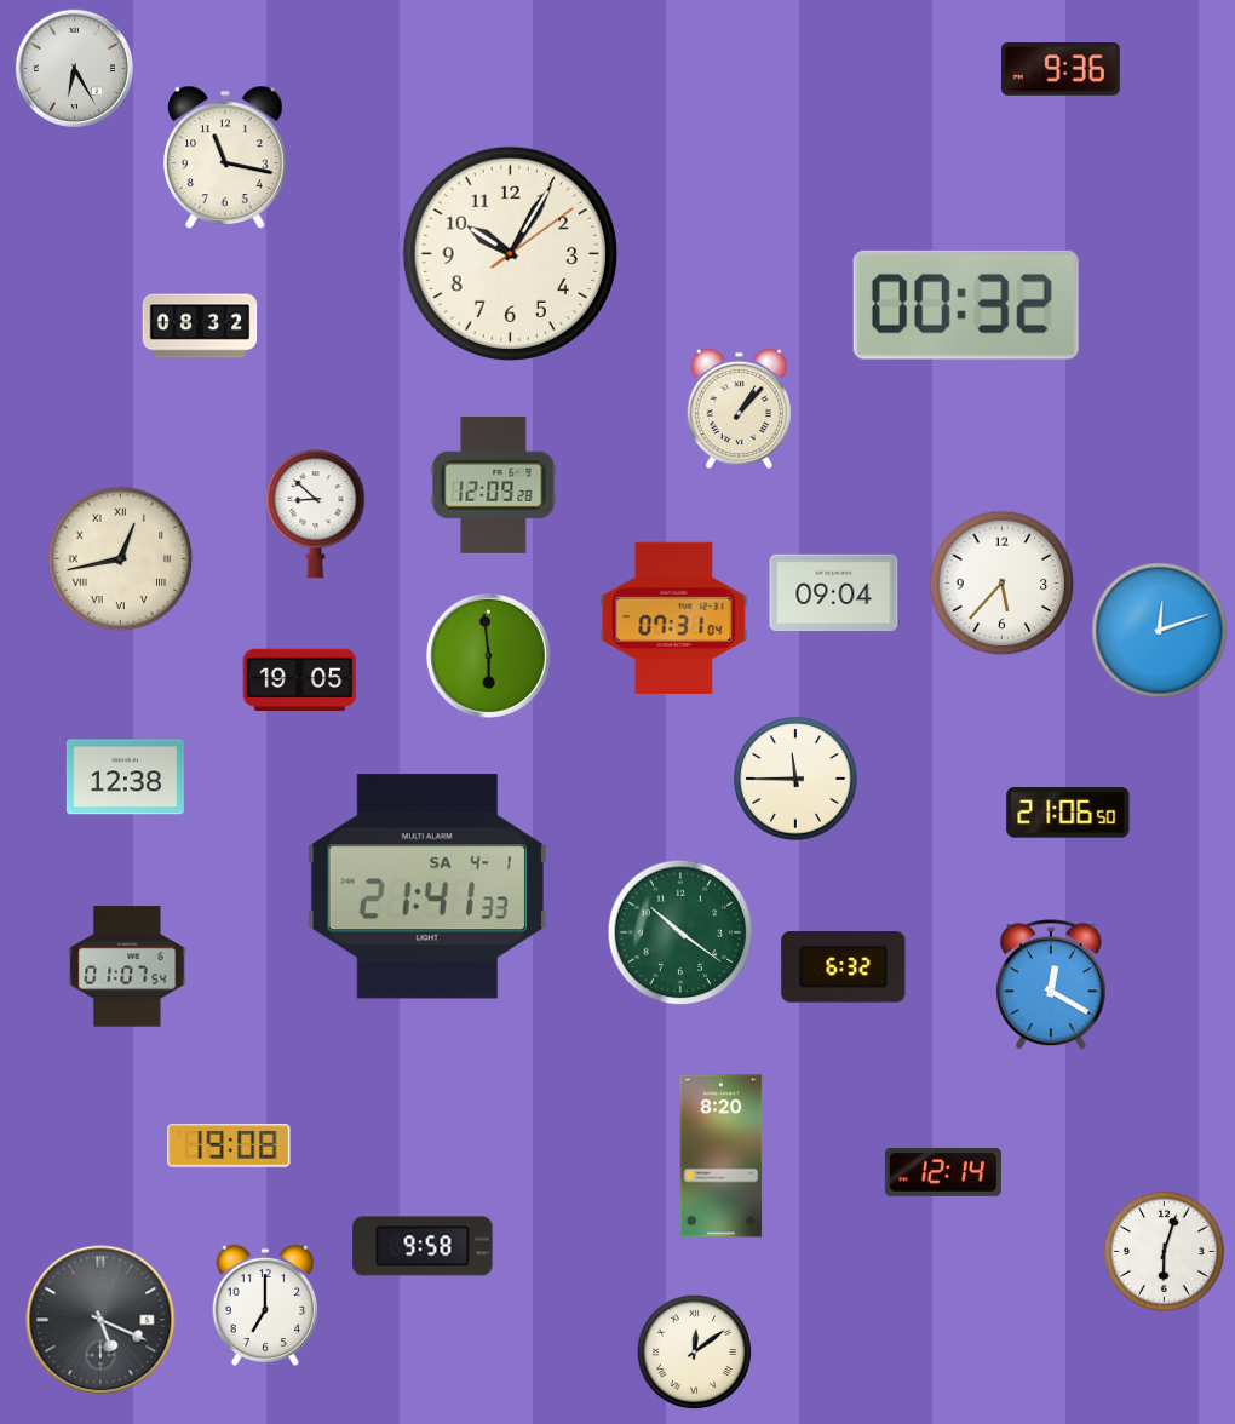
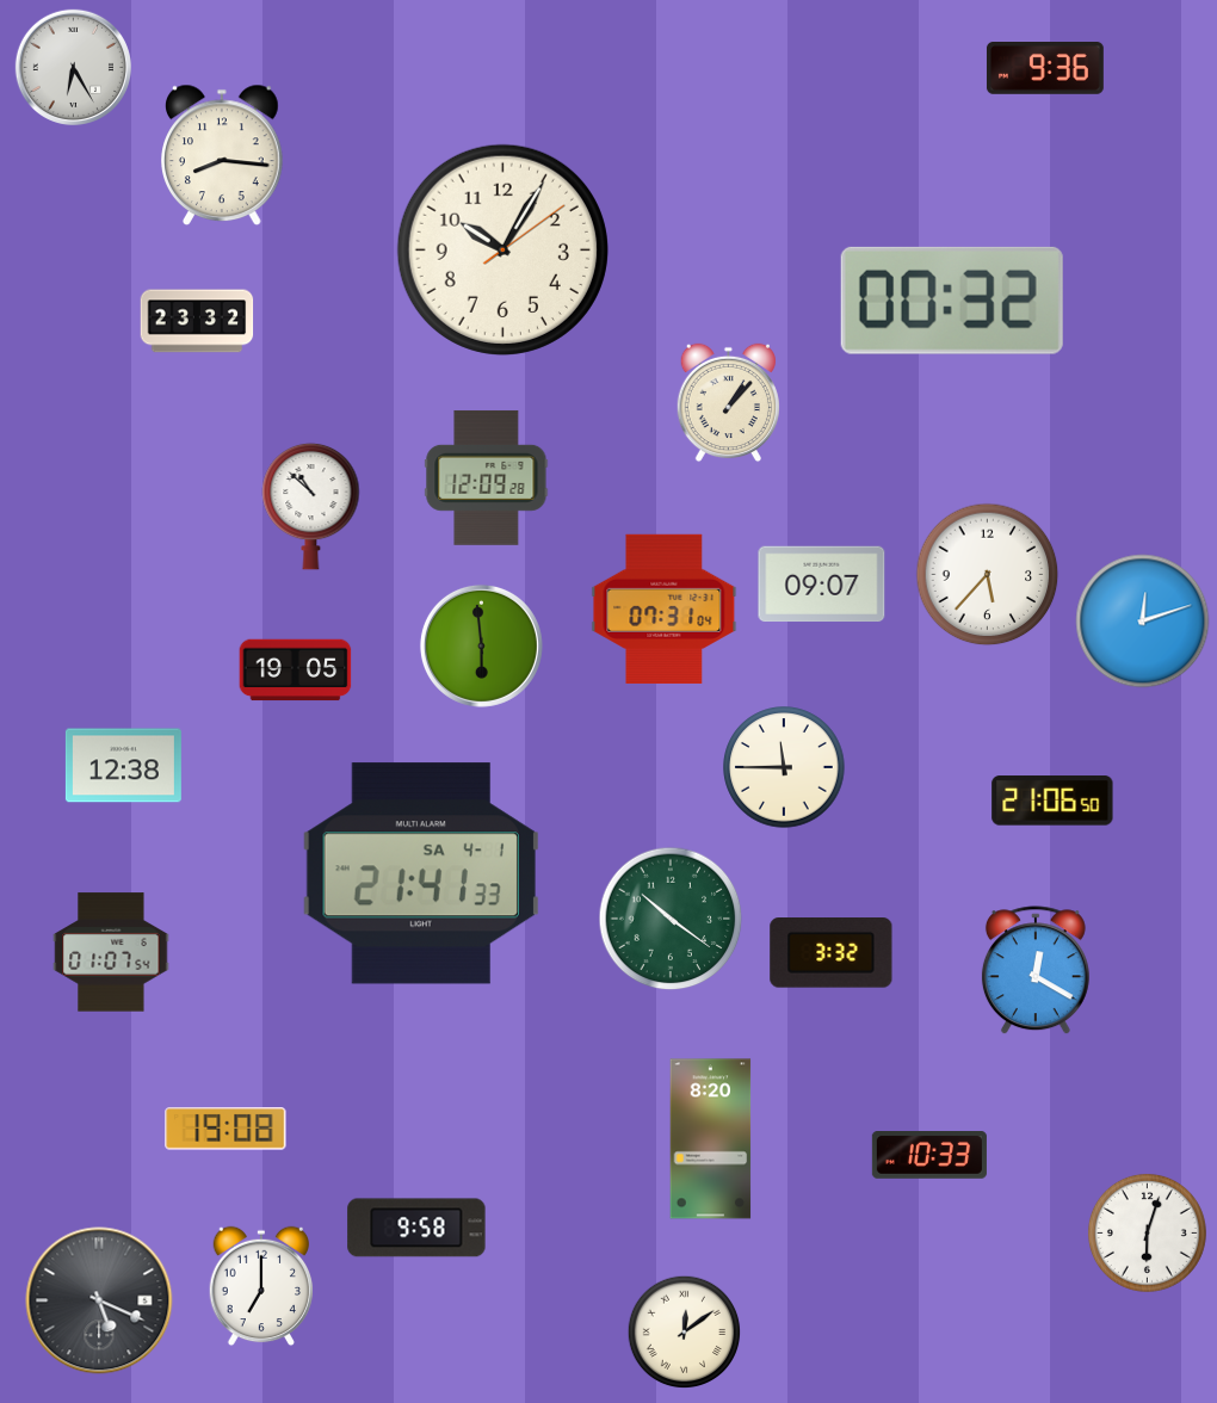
clock at (226, 156): 11:17 -> 8:16
clock at (200, 326): 08:32 -> 23:32
clock at (316, 513): 8:52 -> 10:52
clock at (121, 559): 12:43 -> none
clock at (834, 593): 09:04 -> 09:07
clock at (127, 966) position: (127, 966) -> (111, 952)
clock at (844, 967): 6:32 -> 3:32
clock at (943, 1173): 12:14 -> 10:33
